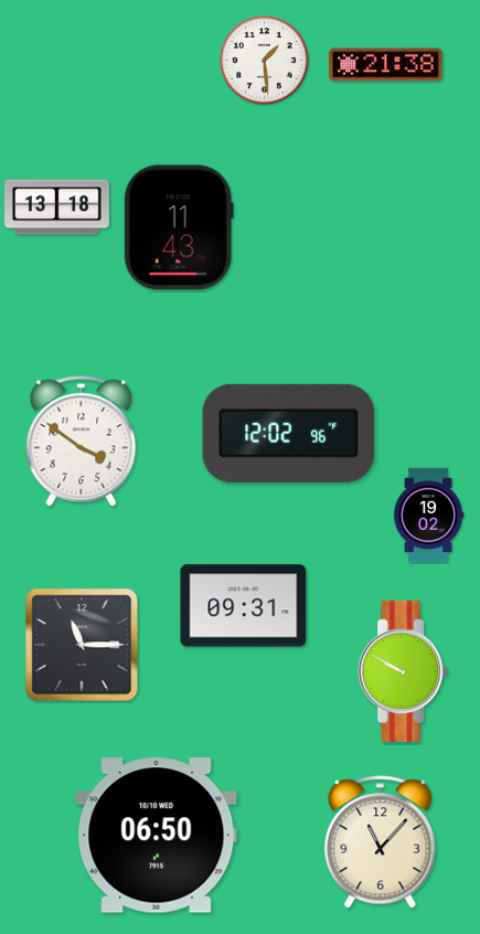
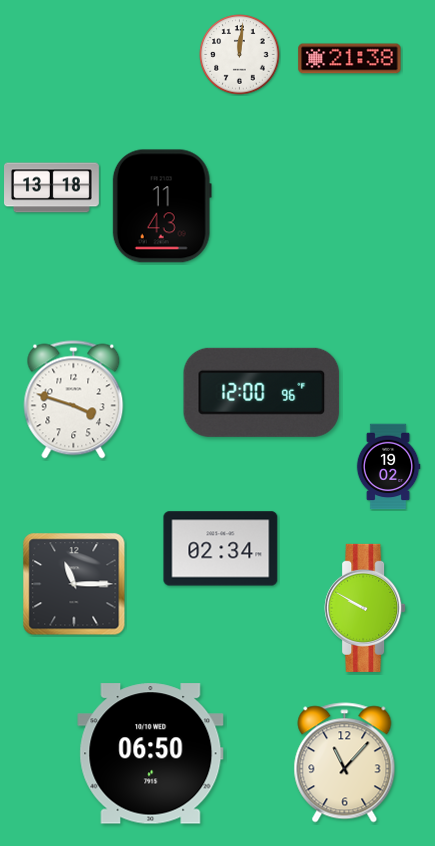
clock at (265, 61): 1:29 -> 12:01
clock at (289, 433): 12:02 -> 12:00
clock at (82, 442): 3:51 -> 3:48
clock at (244, 606): 09:31 -> 02:34
clock at (157, 836) position: (157, 836) -> (151, 754)
